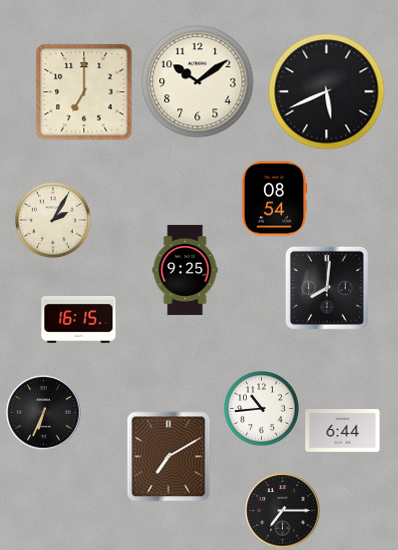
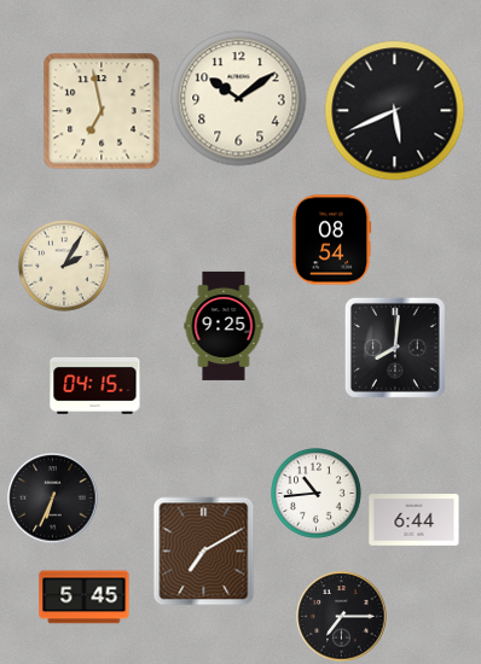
clock at (84, 92): 7:00 -> 6:58
clock at (79, 319): 16:15 -> 04:15
clock at (85, 598): none -> 5:45
